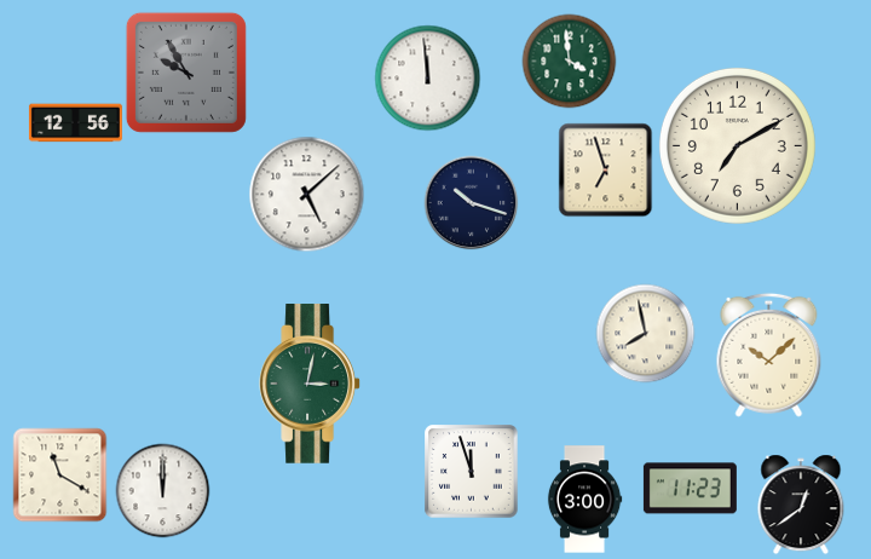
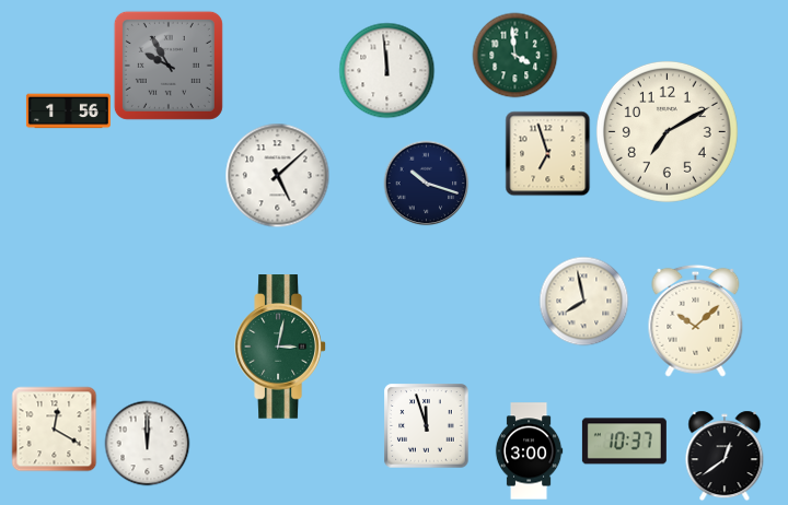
clock at (75, 123): 12:56 -> 1:56
clock at (59, 474): 11:20 -> 12:20
clock at (690, 489): 11:23 -> 10:37
